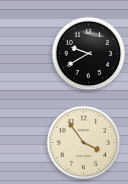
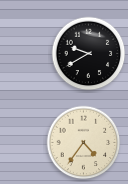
clock at (84, 143): 3:54 -> 4:36
